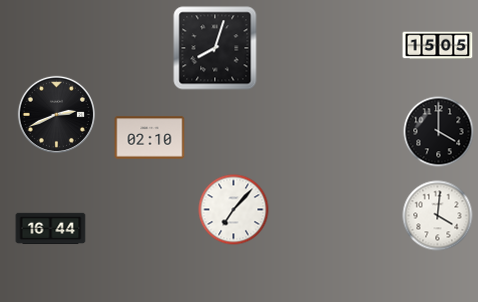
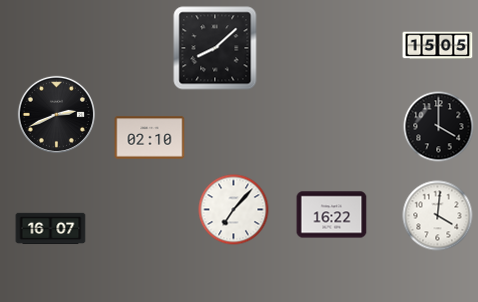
clock at (215, 48): 8:03 -> 8:08
clock at (439, 132) position: (439, 132) -> (439, 127)
clock at (332, 215): none -> 16:22
clock at (51, 229): 16:44 -> 16:07
